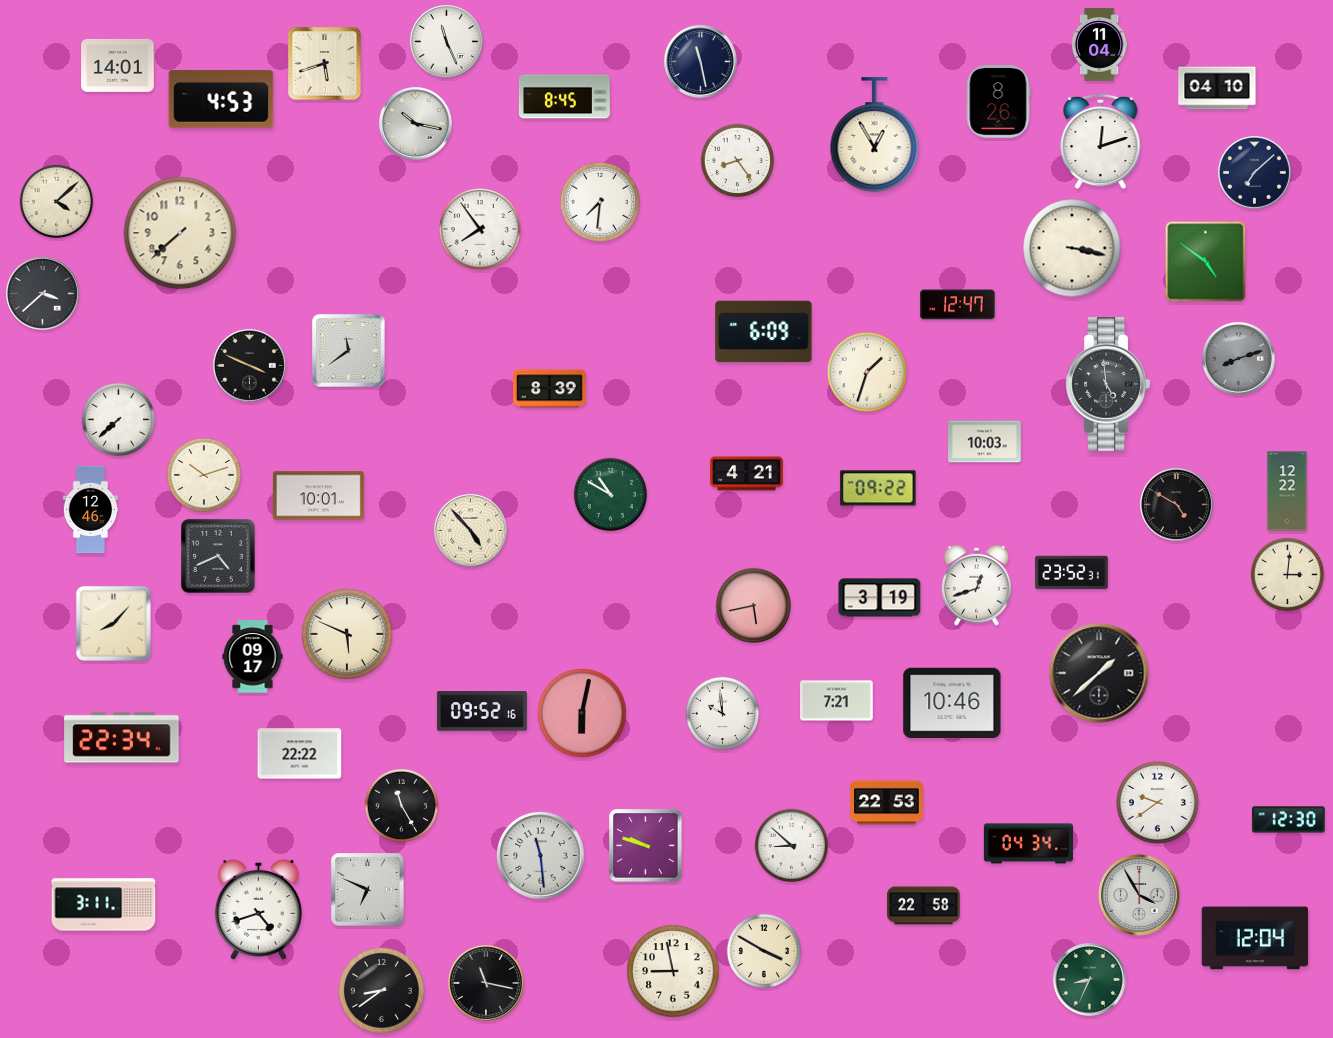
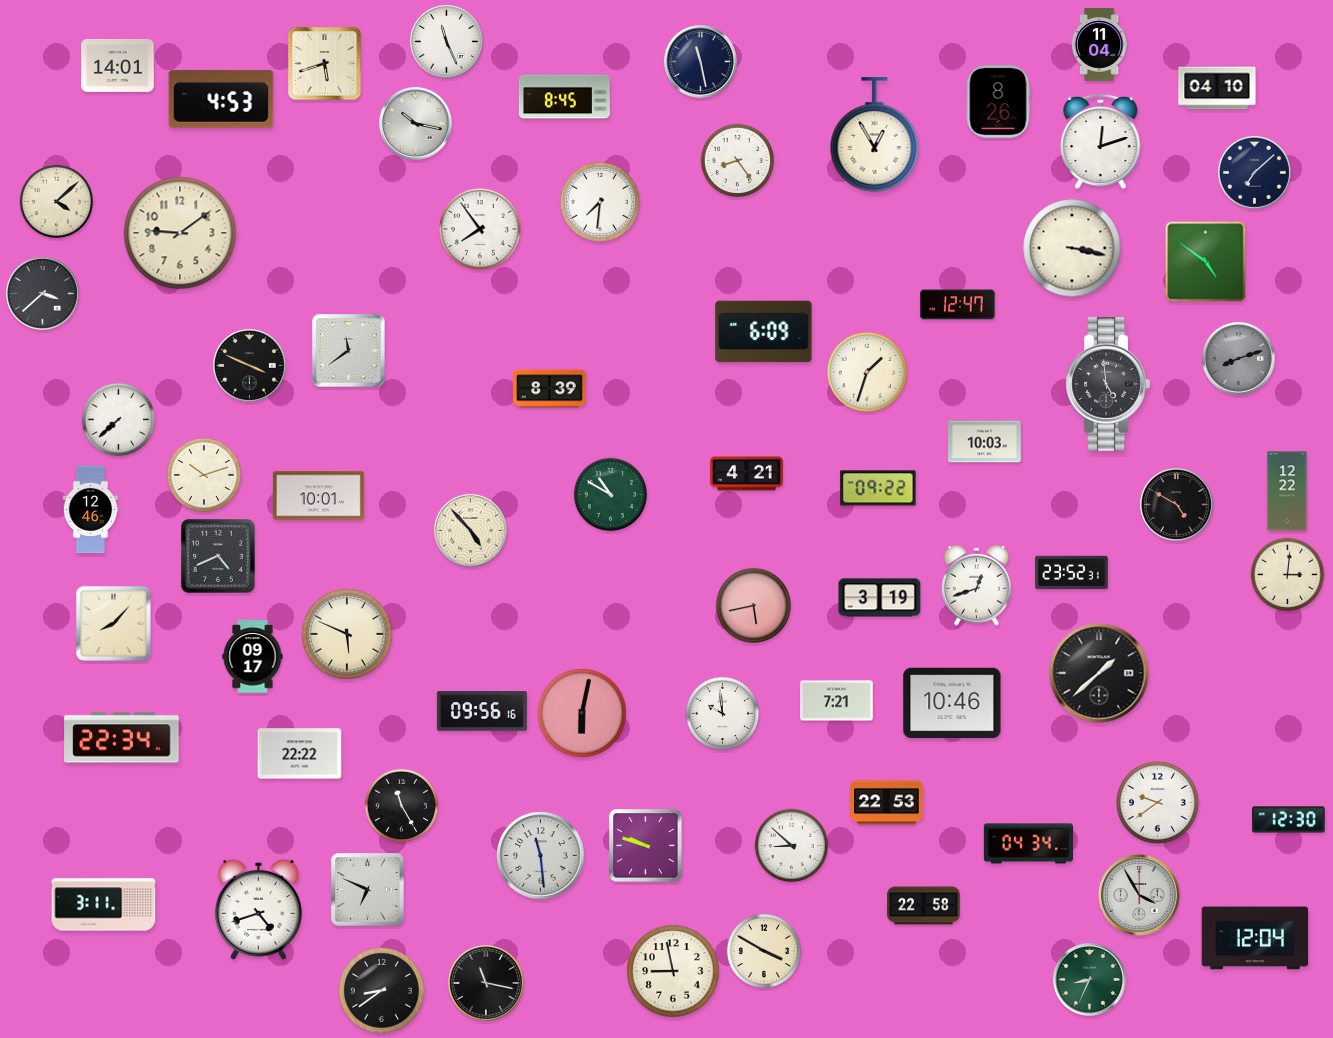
clock at (180, 233): 7:38 -> 9:09
clock at (482, 711): 09:52 -> 09:56
